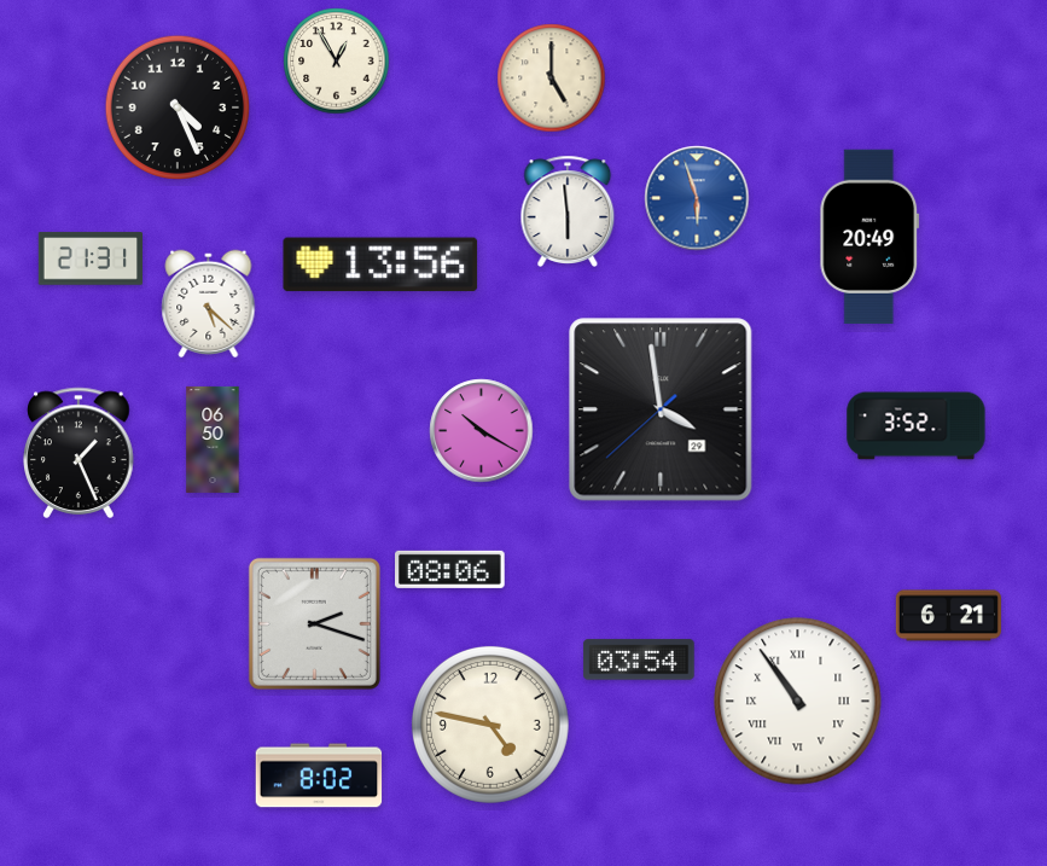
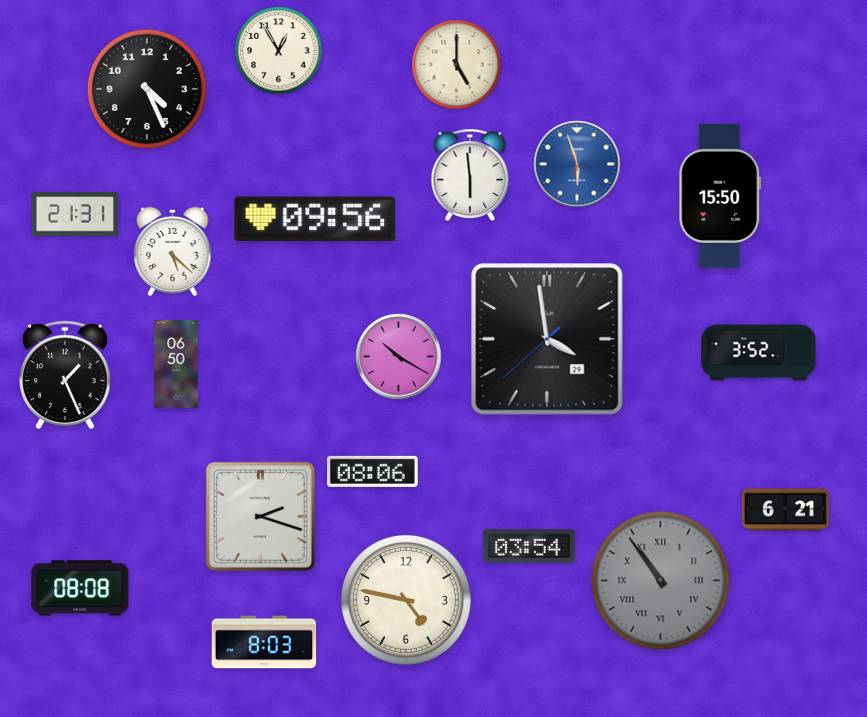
clock at (869, 236): 20:49 -> 15:50
clock at (380, 265): 13:56 -> 09:56
clock at (798, 702) dial: white -> grey
clock at (80, 588): none -> 08:08
clock at (319, 775): 8:02 -> 8:03
